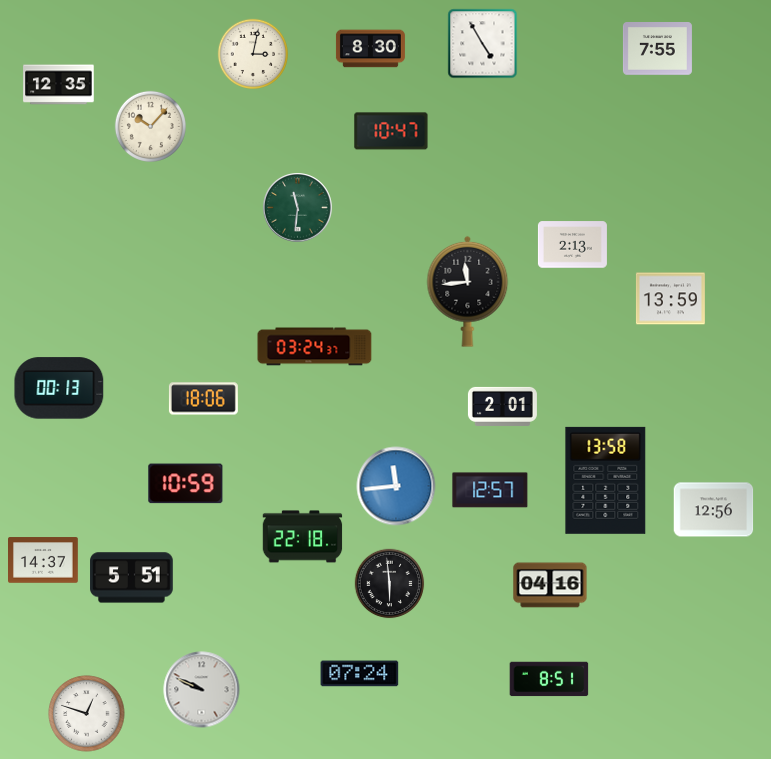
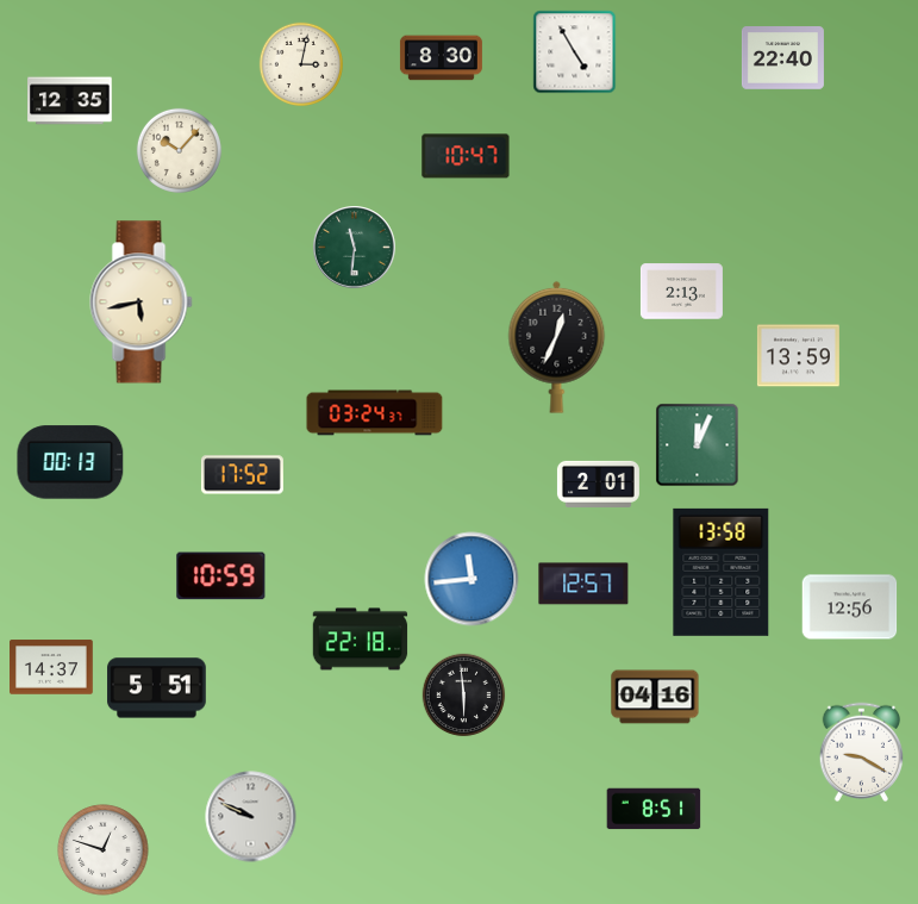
clock at (657, 49): 7:55 -> 22:40
clock at (142, 303): none -> 5:43
clock at (468, 291): 11:44 -> 12:34
clock at (698, 445): none -> 12:04
clock at (203, 399): 18:06 -> 17:52
clock at (862, 752): none -> 9:20
clock at (360, 674): 07:24 -> none
clock at (202, 690) position: (202, 690) -> (251, 817)
